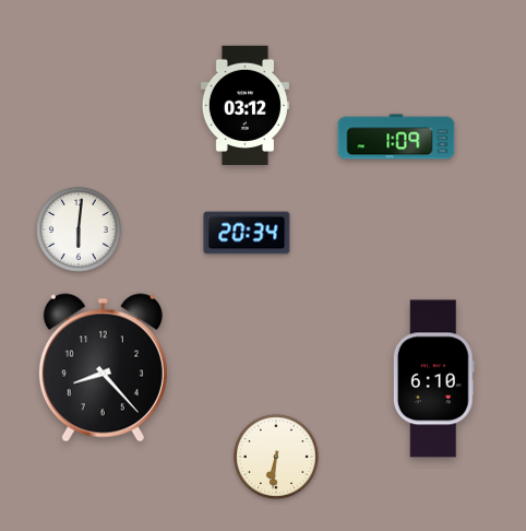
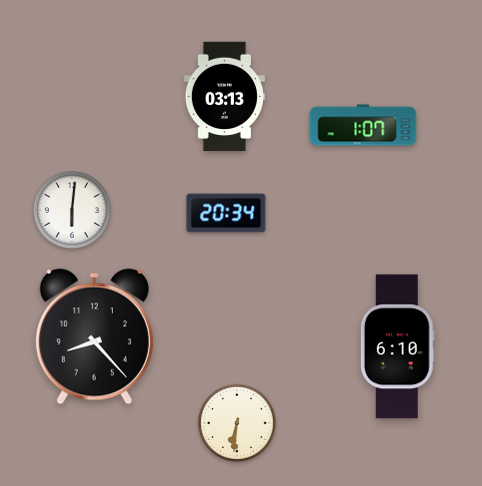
clock at (244, 105): 03:12 -> 03:13
clock at (396, 137): 1:09 -> 1:07
clock at (276, 457) position: (276, 457) -> (237, 423)
